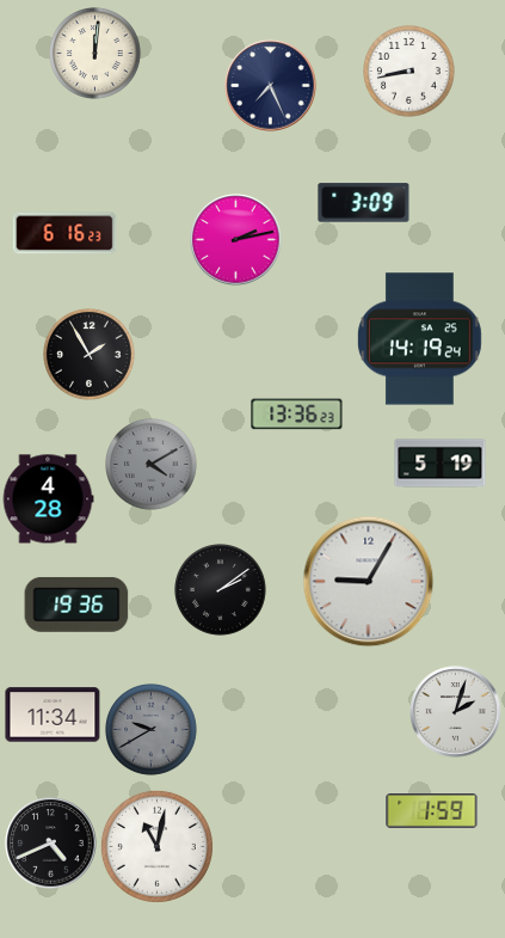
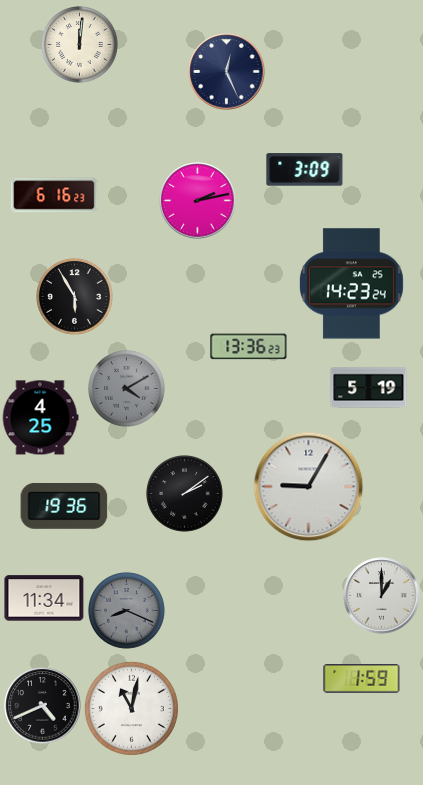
clock at (409, 72): 8:43 -> none
clock at (271, 86): 7:26 -> 12:26
clock at (419, 339): 14:19 -> 14:23
clock at (90, 355): 1:55 -> 5:55
clock at (48, 499): 4:28 -> 4:25
clock at (456, 712): 2:03 -> 1:00
clock at (152, 730): 9:40 -> 8:19
